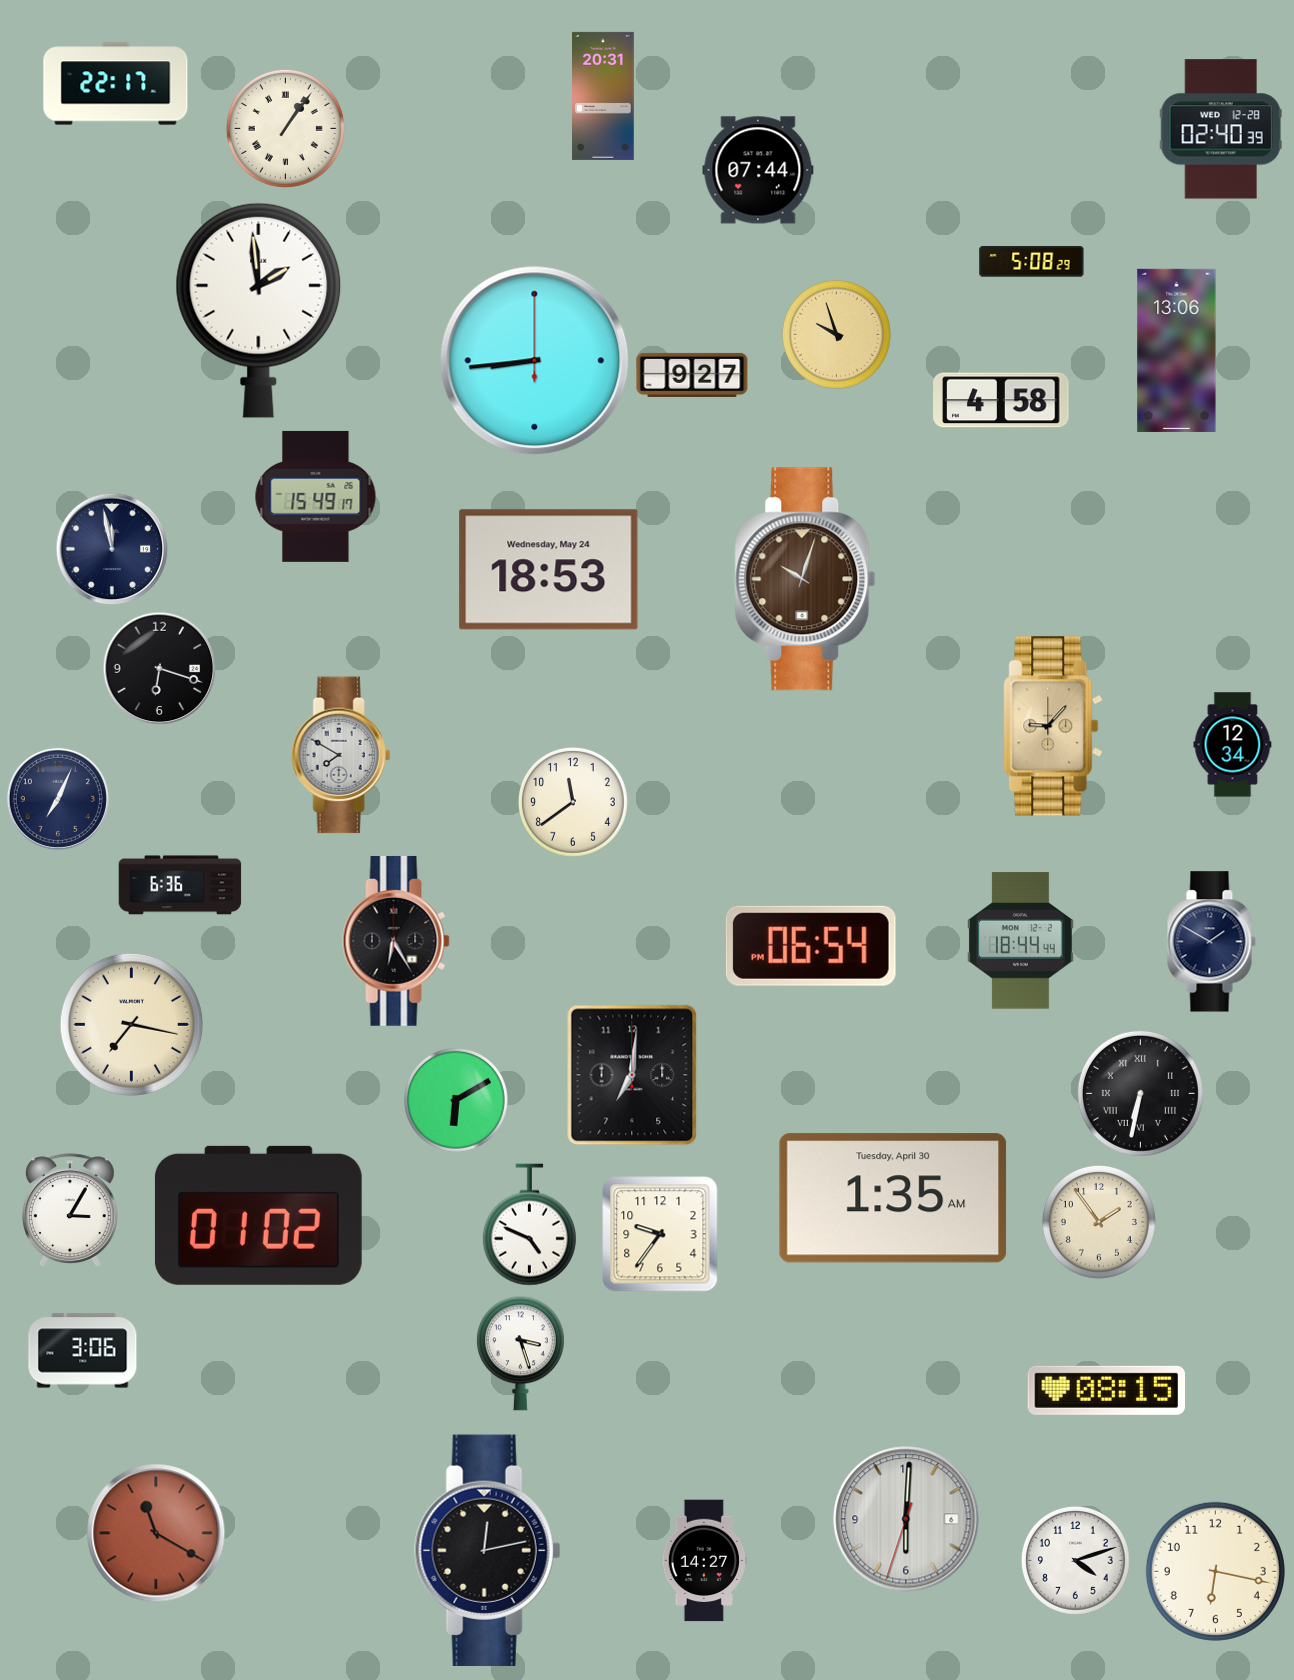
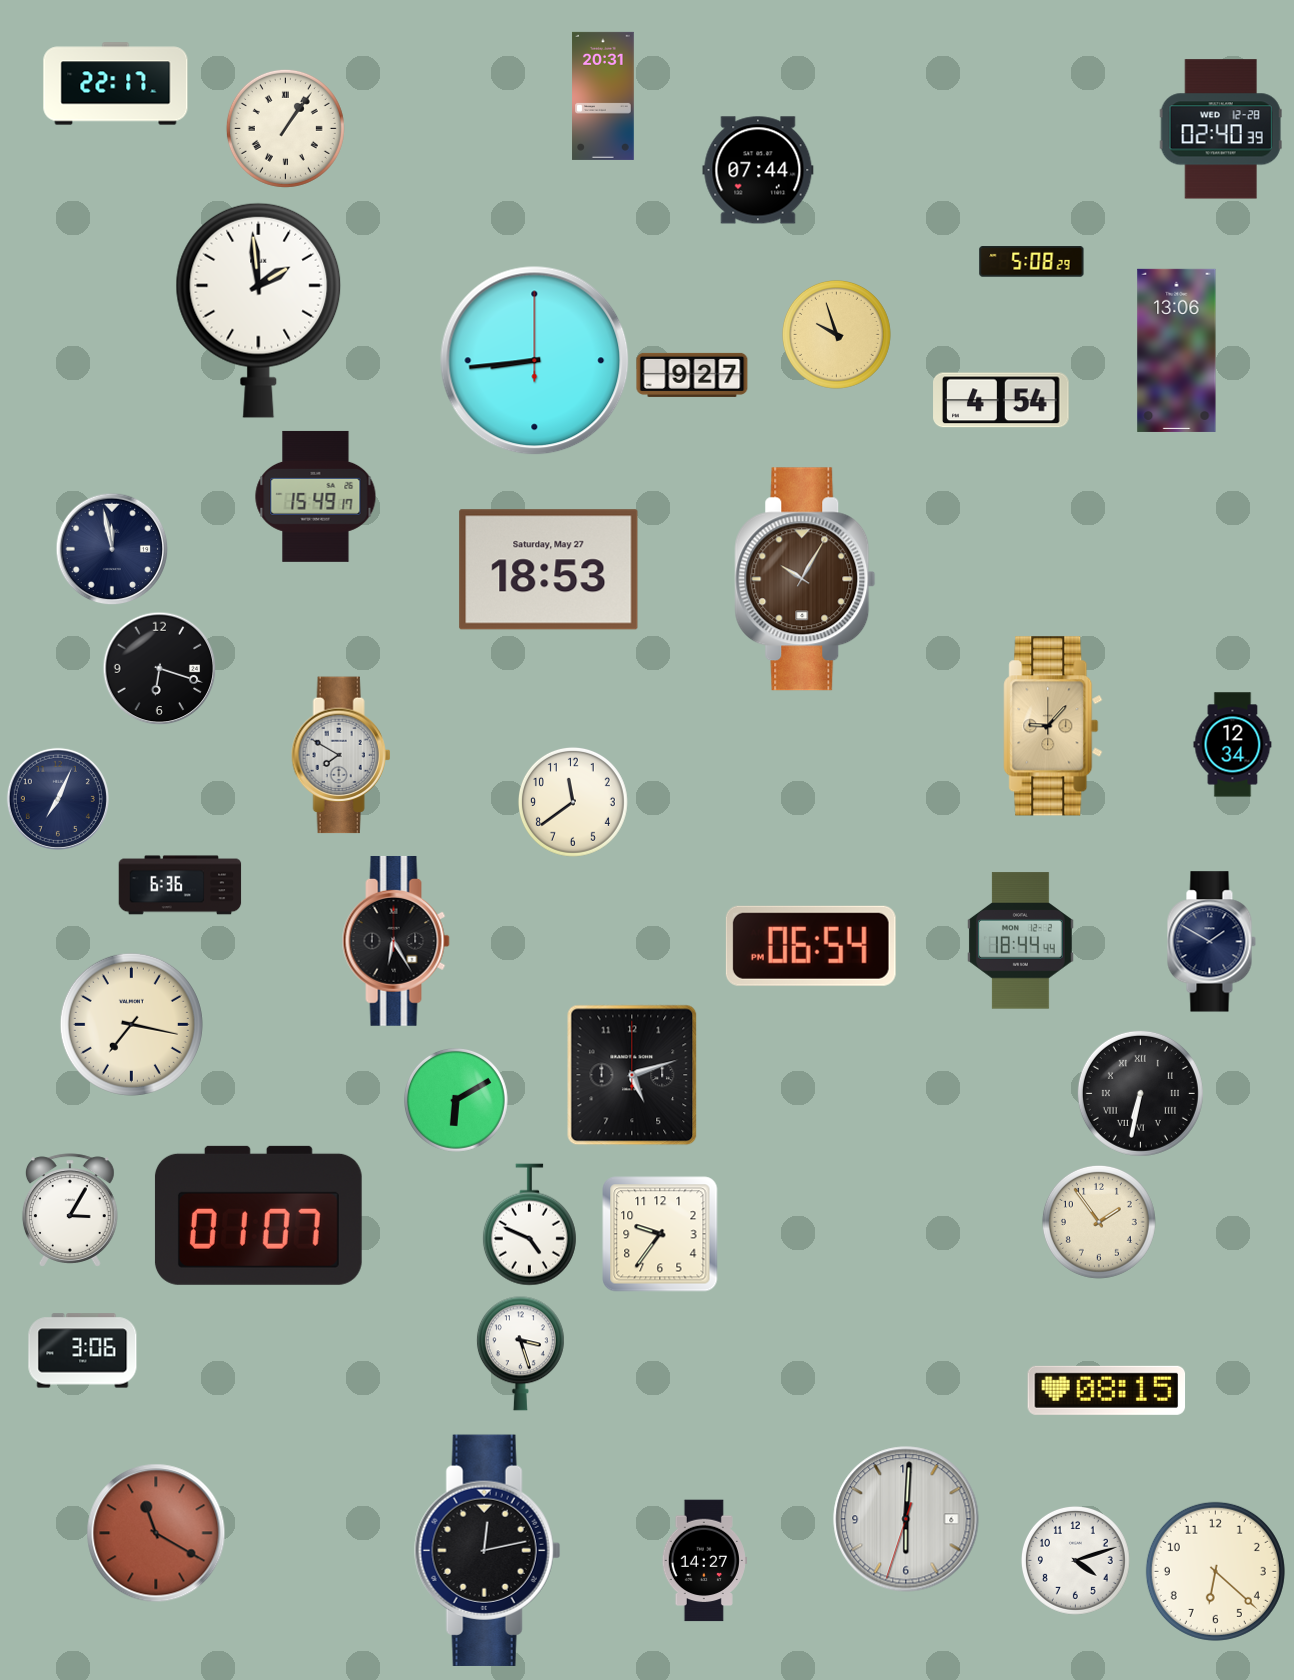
clock at (1001, 400): 4:58 -> 4:54
clock at (549, 570) date: Wednesday, May 24 -> Saturday, May 27
clock at (805, 579): 10:03 -> 10:05
clock at (632, 1075): 7:01 -> 5:12
clock at (893, 1198): 1:35 -> none
clock at (258, 1215): 01:02 -> 01:07
clock at (1215, 1571): 6:17 -> 6:22
